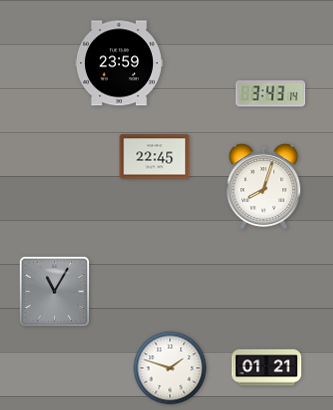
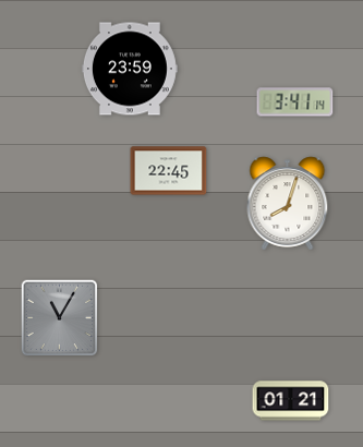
clock at (271, 94): 3:43 -> 3:41
clock at (170, 368): 1:48 -> none
